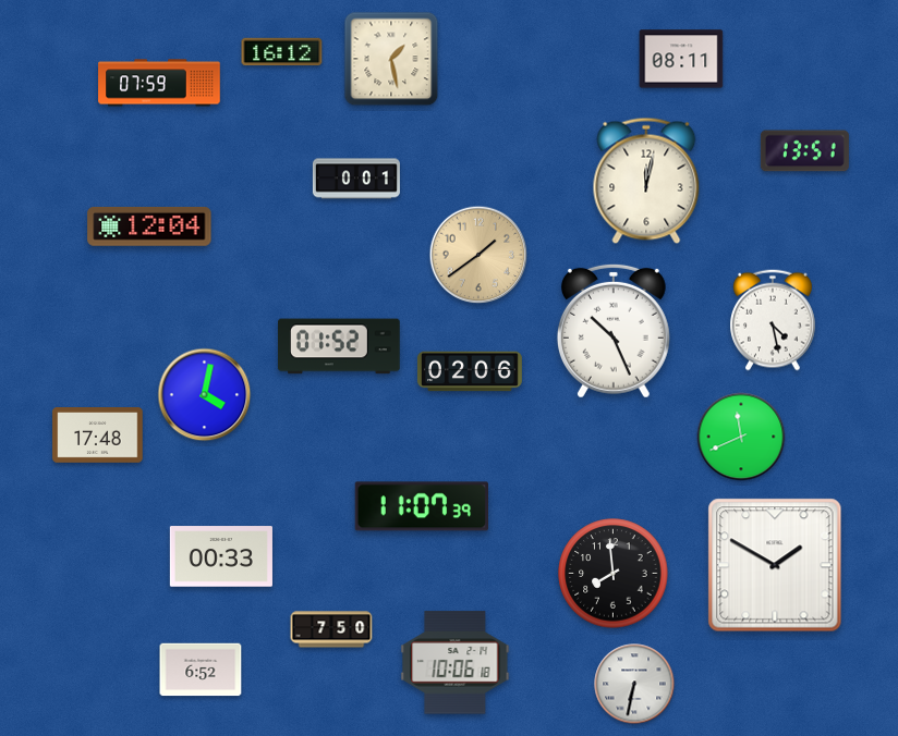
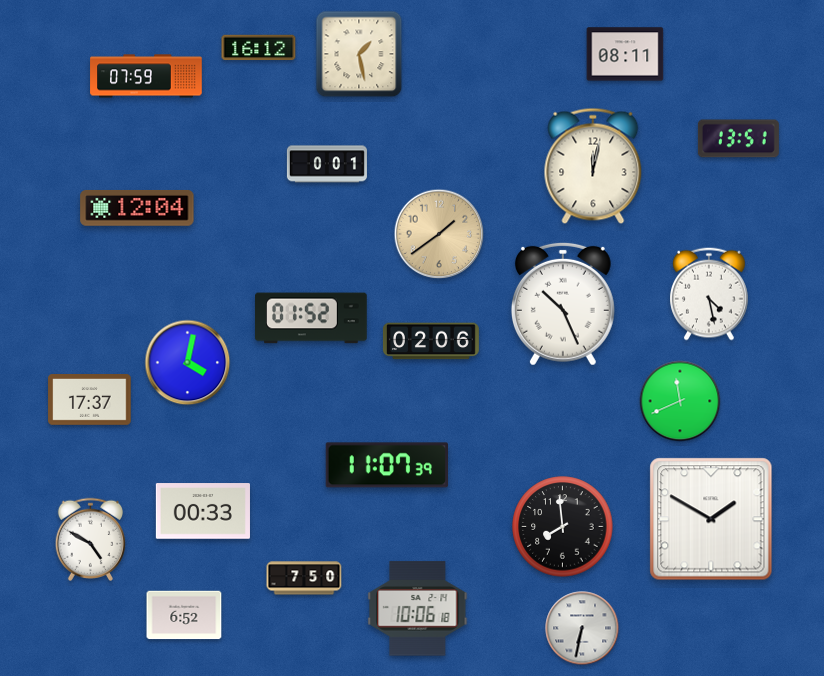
clock at (98, 436): 17:48 -> 17:37
clock at (90, 539): none -> 4:50
